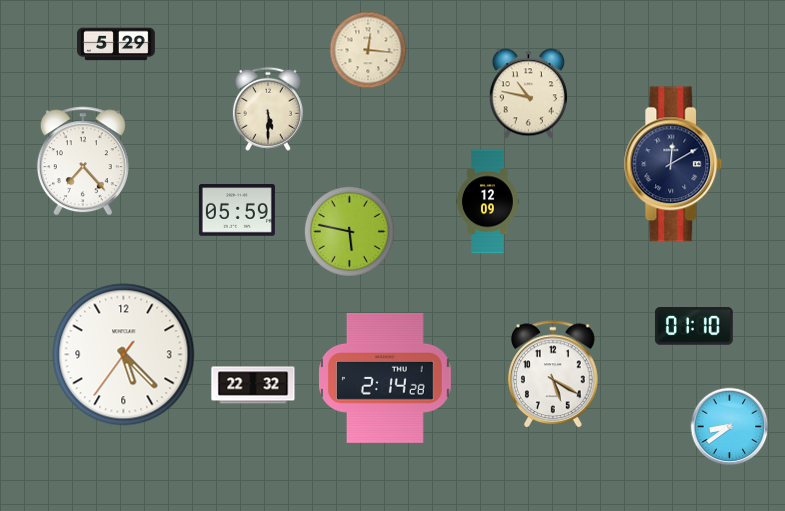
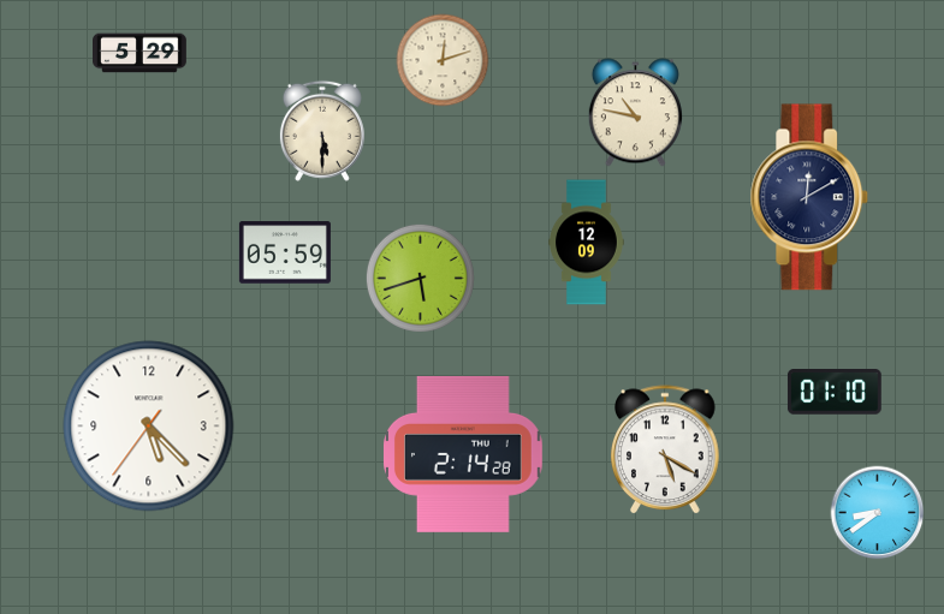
clock at (368, 50): 12:16 -> 12:12
clock at (83, 161): 7:23 -> none
clock at (349, 231): 5:47 -> 5:42
clock at (253, 385): 22:32 -> none
